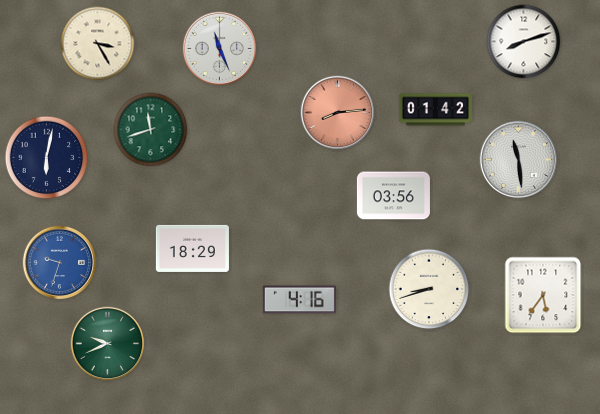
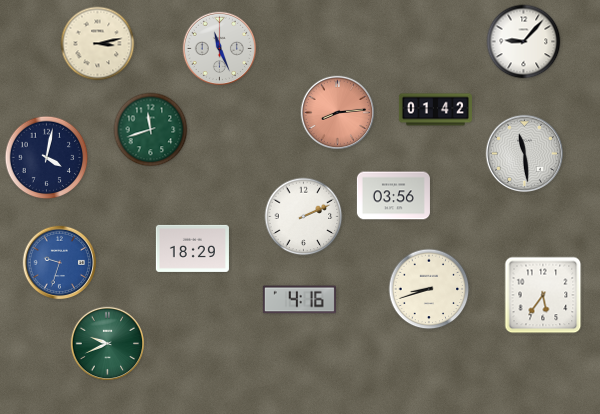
clock at (524, 42): 8:12 -> 9:07
clock at (98, 44): 3:25 -> 3:13
clock at (47, 158): 6:02 -> 4:02
clock at (519, 160) position: (519, 160) -> (525, 154)
clock at (304, 217): none -> 2:11
